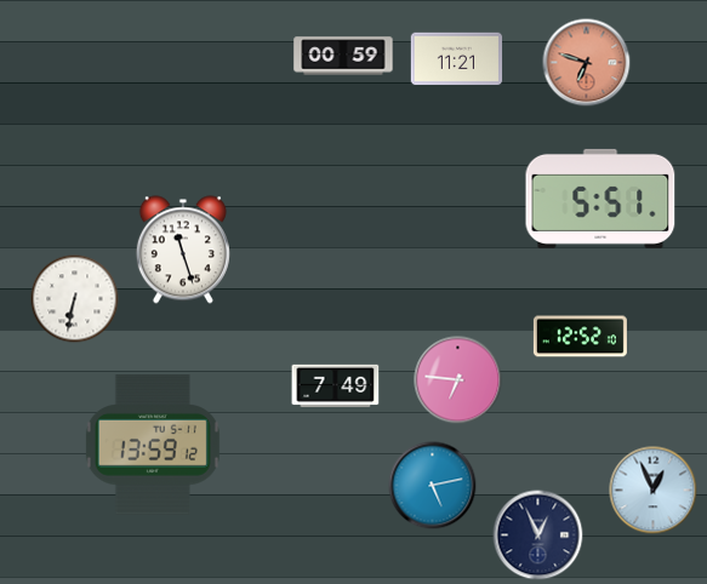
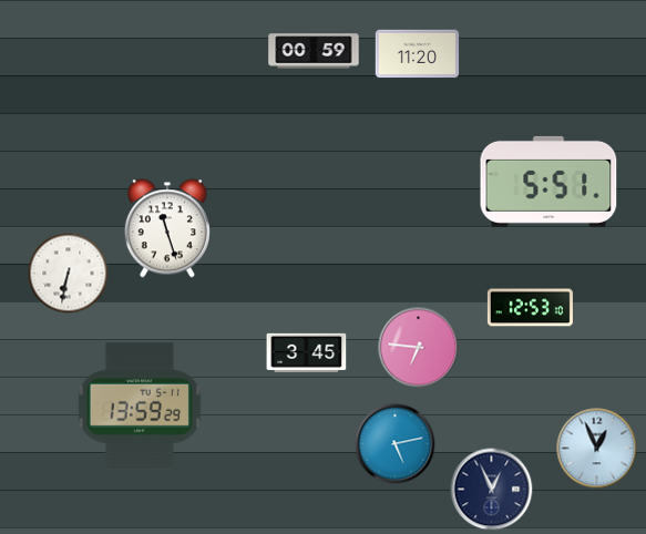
clock at (457, 59): 11:21 -> 11:20
clock at (587, 63): 6:48 -> none
clock at (580, 337): 12:52 -> 12:53
clock at (336, 385): 7:49 -> 3:45
clock at (153, 445): 13:59:12 -> 13:59:29
